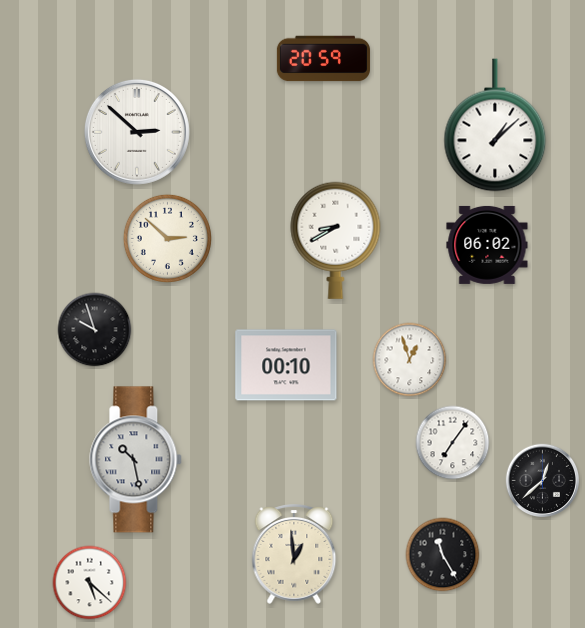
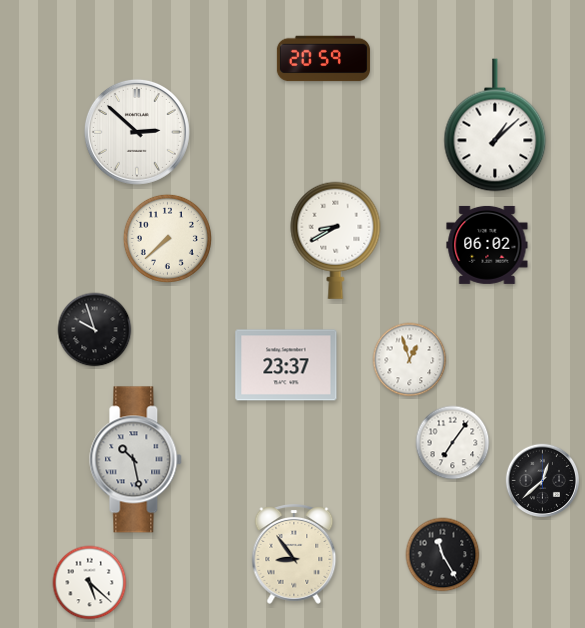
clock at (167, 238): 2:52 -> 7:38
clock at (286, 365): 00:10 -> 23:37
clock at (294, 555): 12:59 -> 8:54
